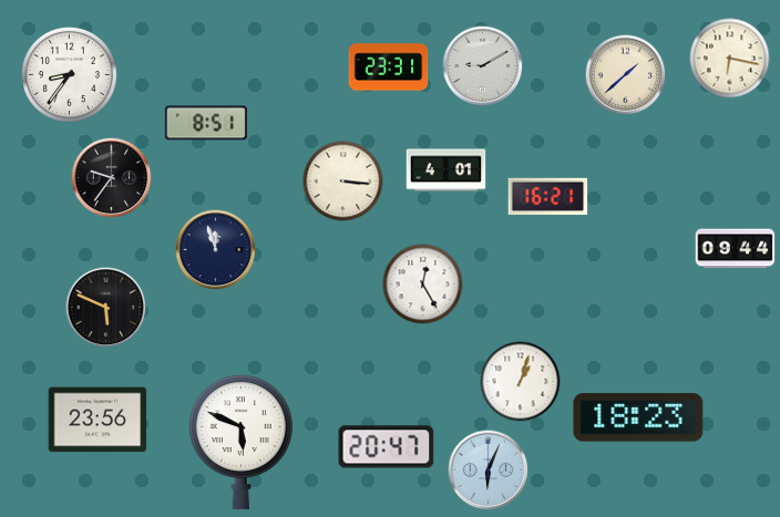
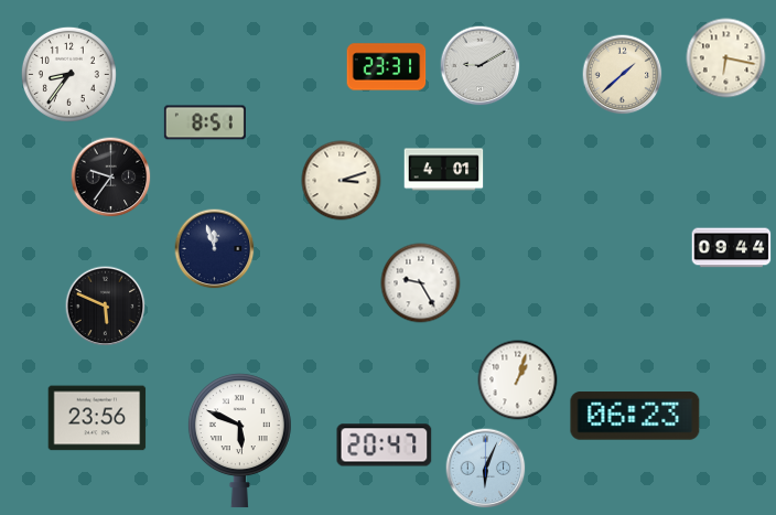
clock at (343, 182): 3:16 -> 3:12
clock at (548, 196): 16:21 -> none
clock at (423, 285): 12:25 -> 9:25
clock at (638, 417): 18:23 -> 06:23
